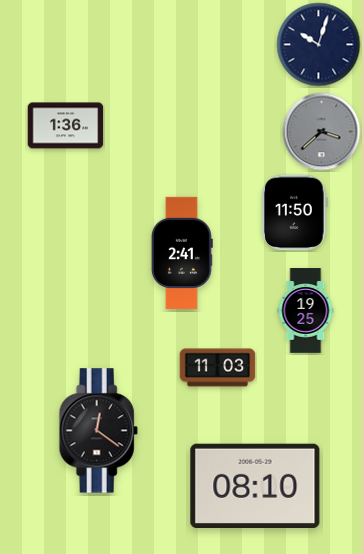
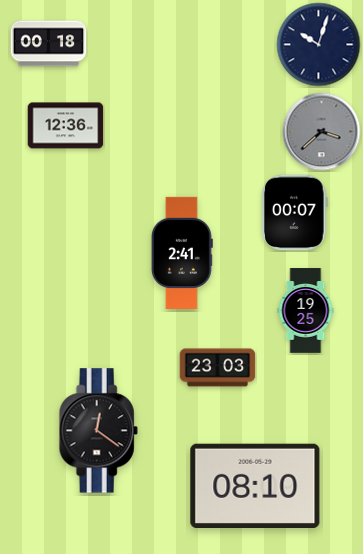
clock at (49, 44): none -> 00:18
clock at (66, 126): 1:36 -> 12:36
clock at (295, 213): 11:50 -> 00:07
clock at (218, 368): 11:03 -> 23:03
